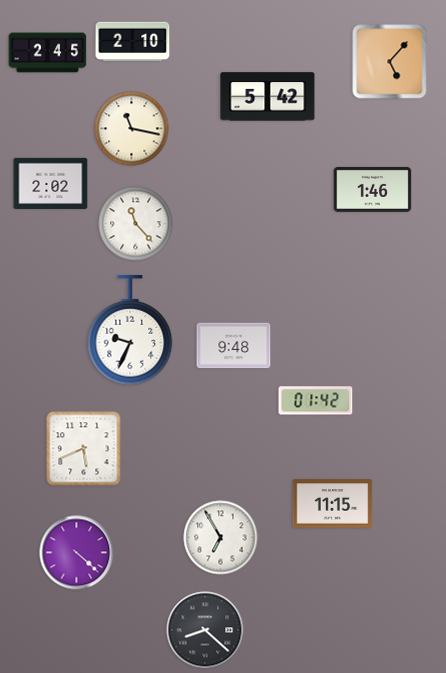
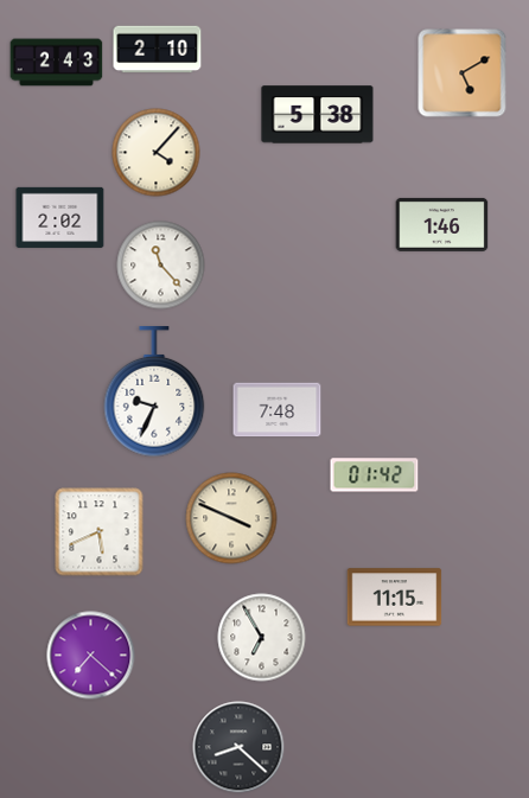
clock at (48, 53): 2:45 -> 2:43
clock at (390, 62): 5:07 -> 5:10
clock at (268, 97): 5:42 -> 5:38
clock at (132, 129): 11:17 -> 4:07
clock at (234, 346): 9:48 -> 7:48
clock at (231, 518): none -> 3:49
clock at (77, 553): 4:22 -> 7:22
clock at (205, 630) position: (205, 630) -> (238, 747)
